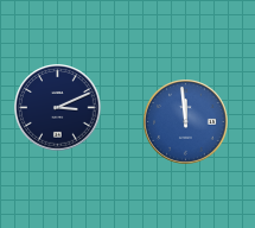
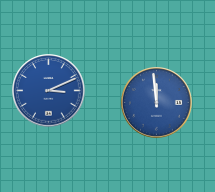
clock at (58, 108) dial: navy -> blue
